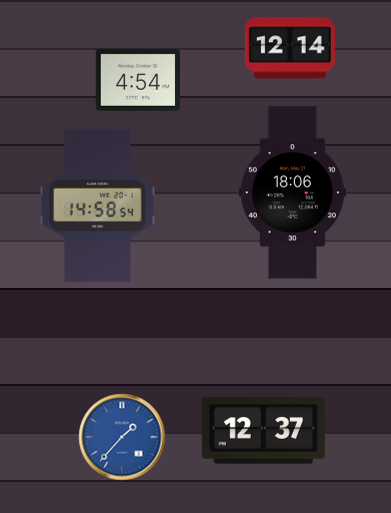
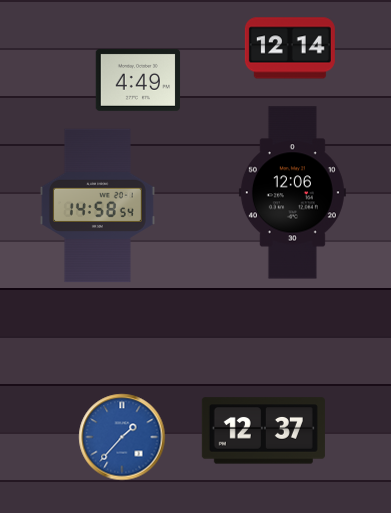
clock at (138, 80): 4:54 -> 4:49
clock at (292, 193): 18:06 -> 12:06
